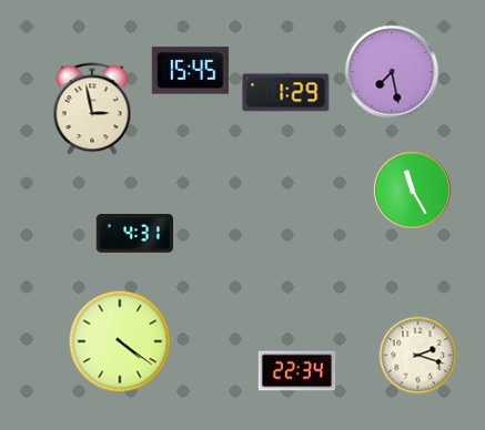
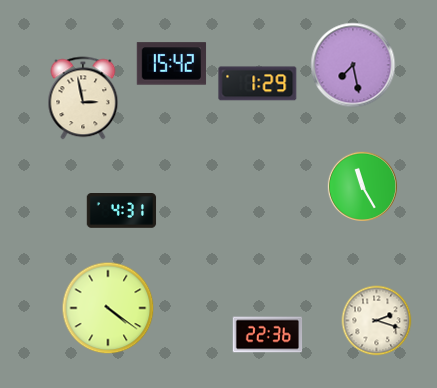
clock at (191, 71): 15:45 -> 15:42
clock at (412, 190) position: (412, 190) -> (362, 186)
clock at (297, 371): 22:34 -> 22:36
